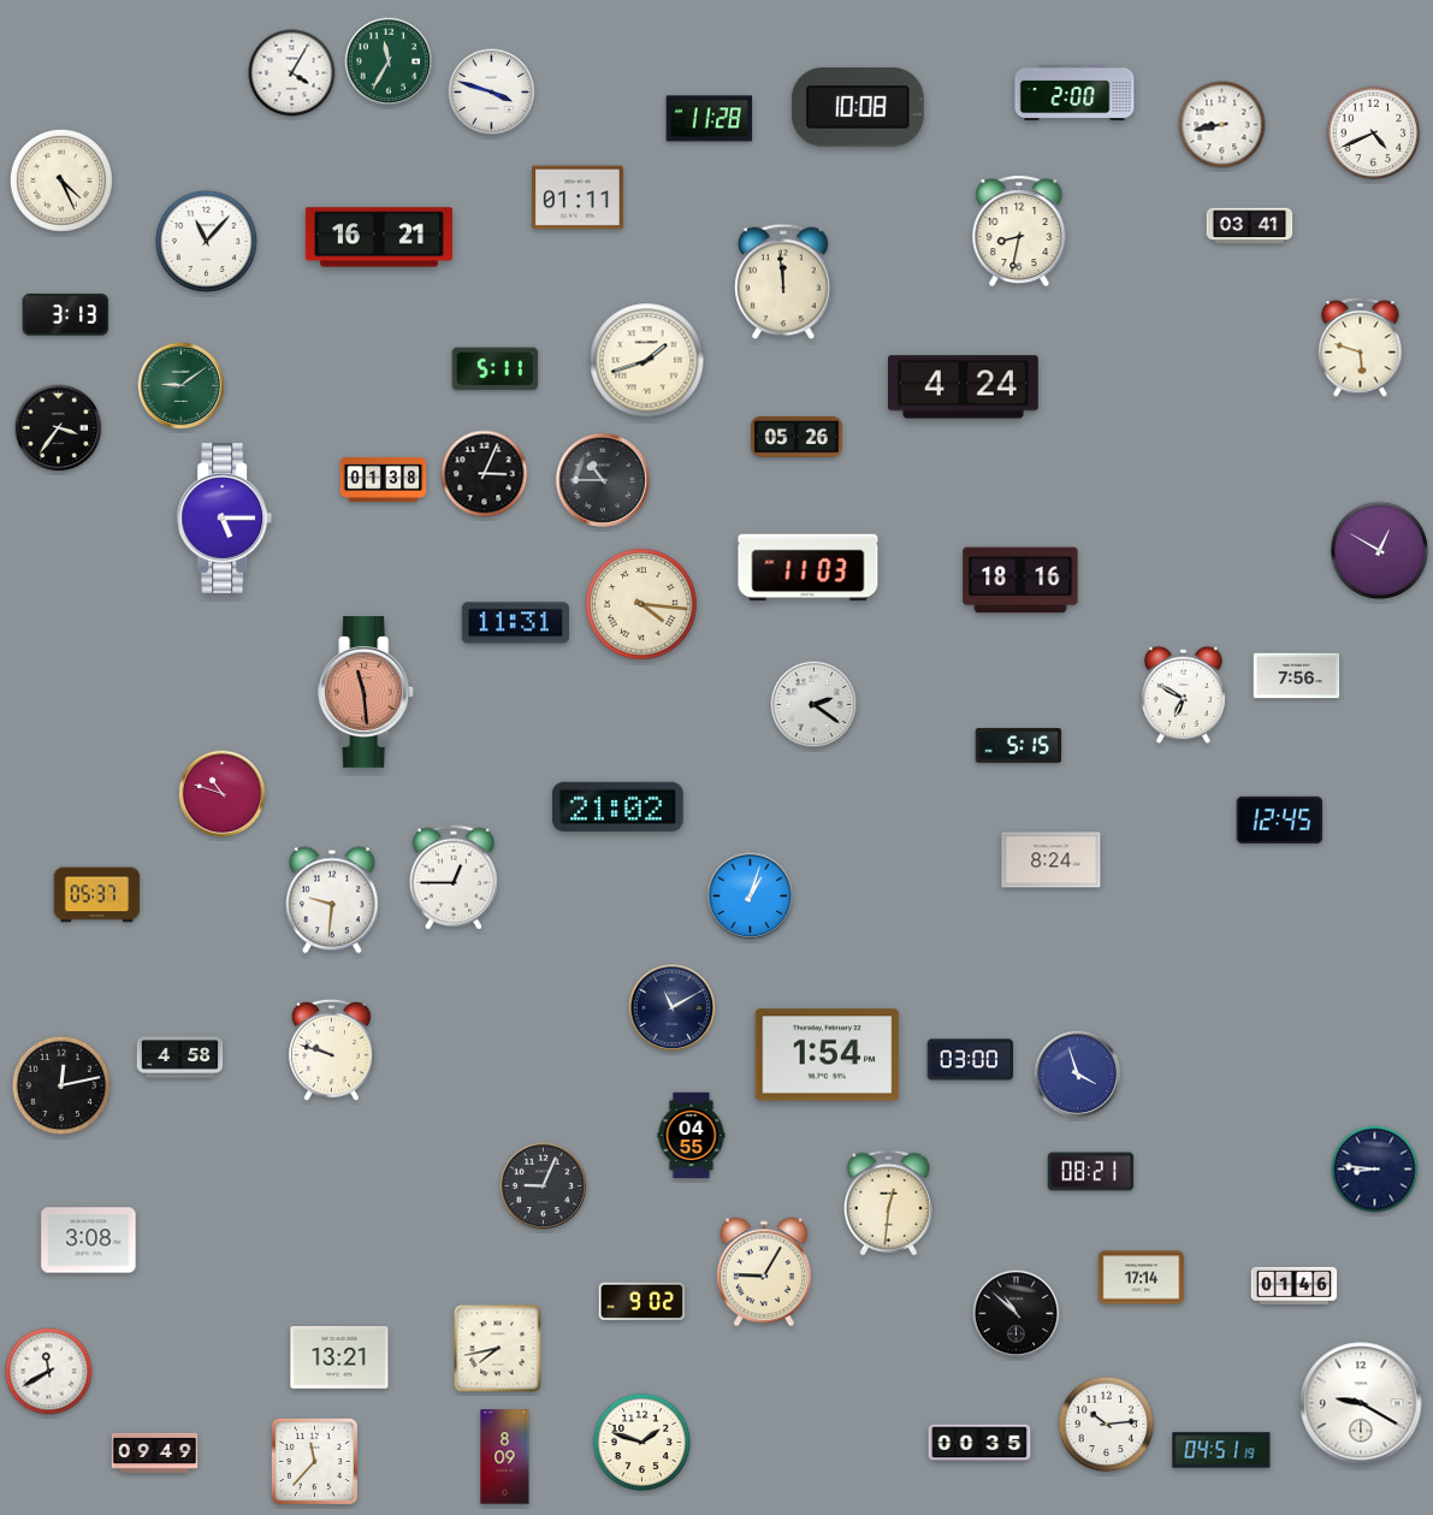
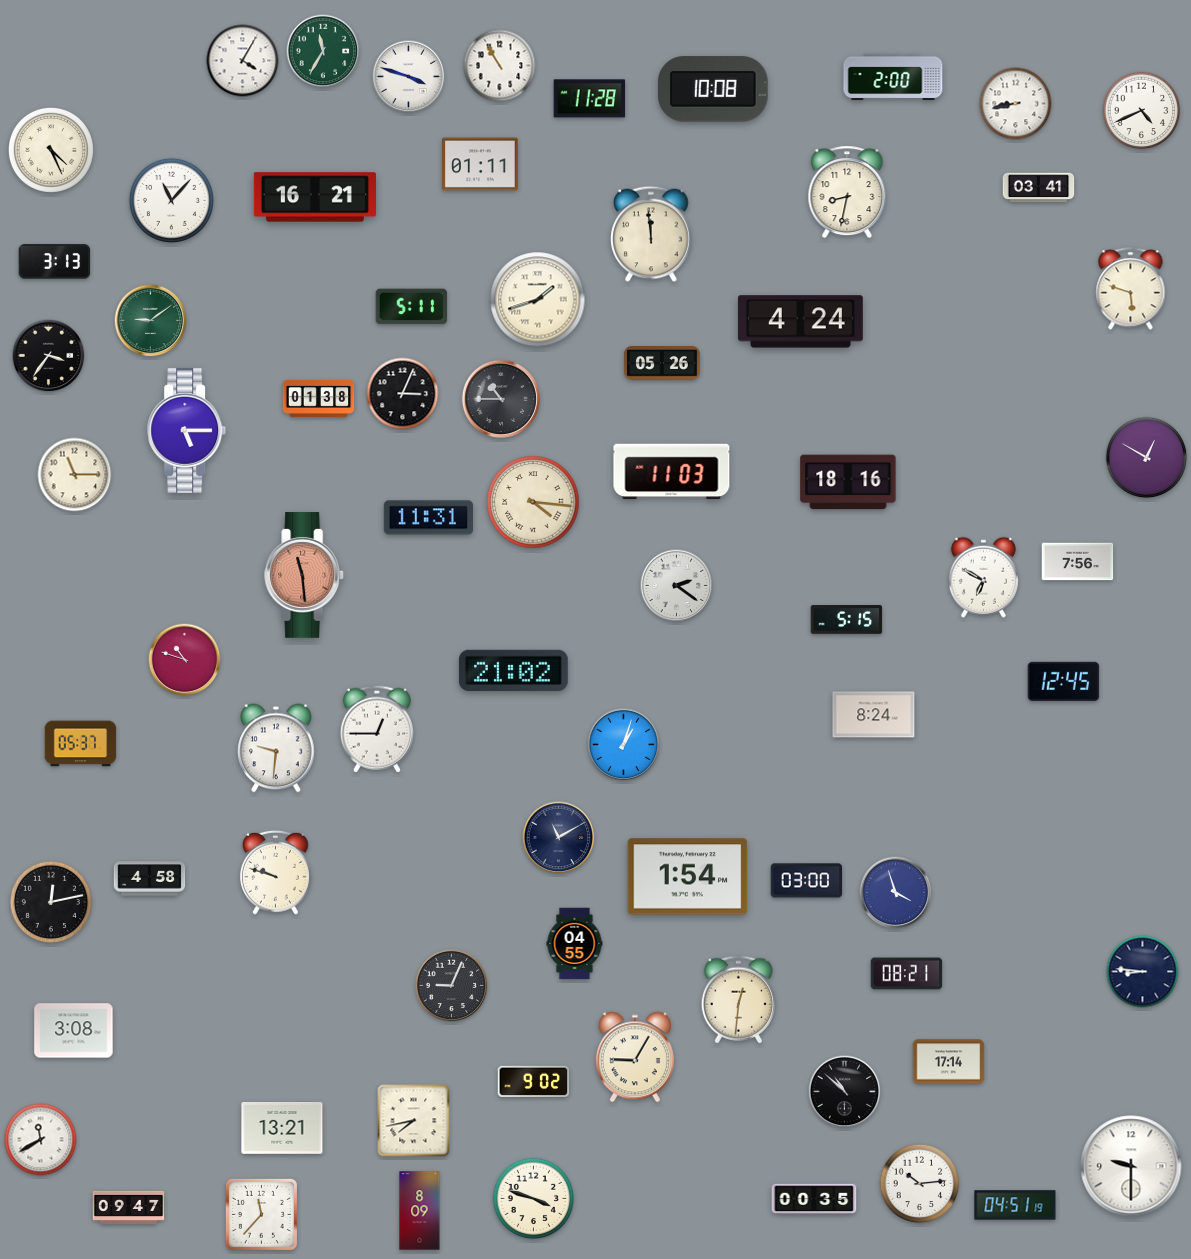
clock at (500, 66): none -> 10:55
clock at (75, 475): none -> 11:15
clock at (1295, 1285): 01:46 -> none
clock at (1361, 1403): 9:20 -> 9:30
clock at (643, 1443): 1:48 -> 3:48
clock at (155, 1452): 09:49 -> 09:47
